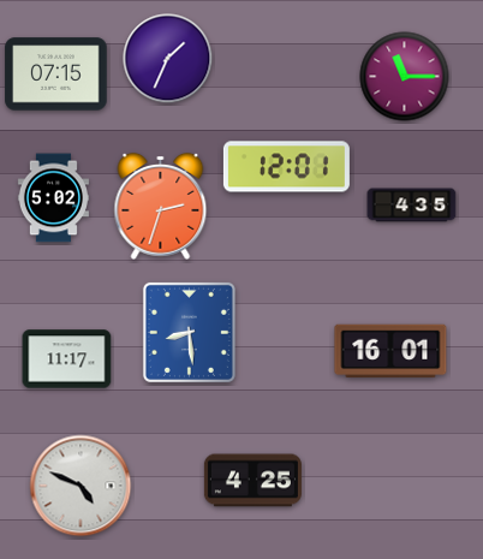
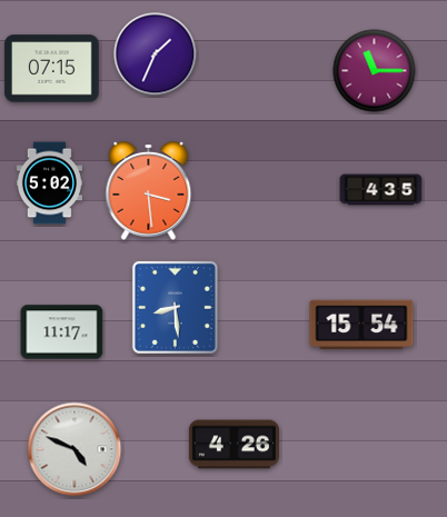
clock at (286, 167): 12:01 -> none
clock at (161, 206): 2:33 -> 3:29
clock at (390, 351): 16:01 -> 15:54
clock at (252, 481): 4:25 -> 4:26
